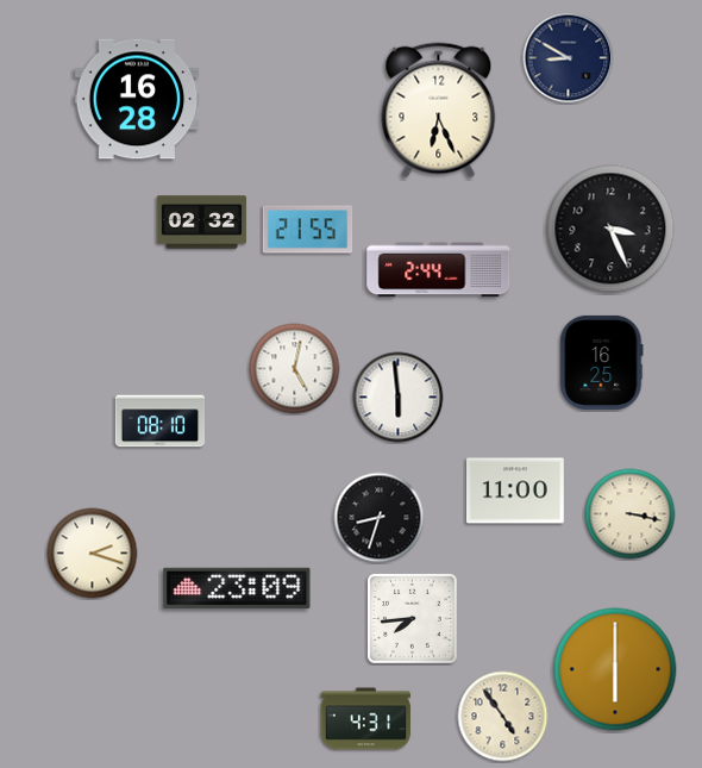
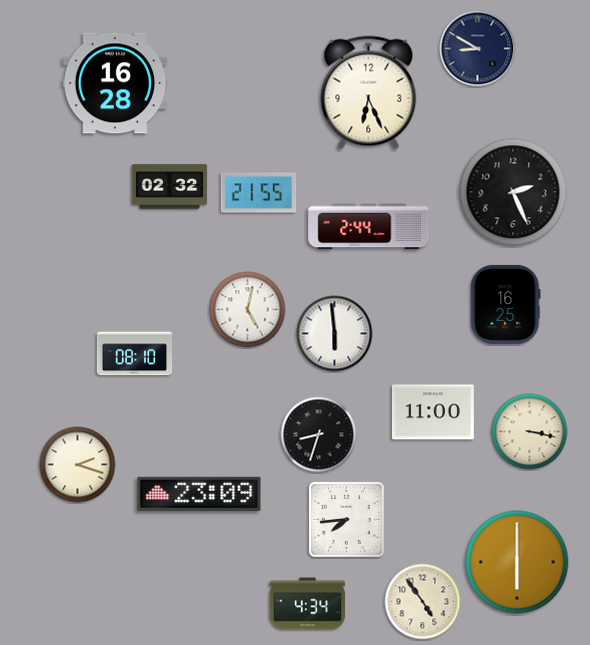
clock at (610, 229): 3:26 -> 2:26
clock at (366, 719): 4:31 -> 4:34
